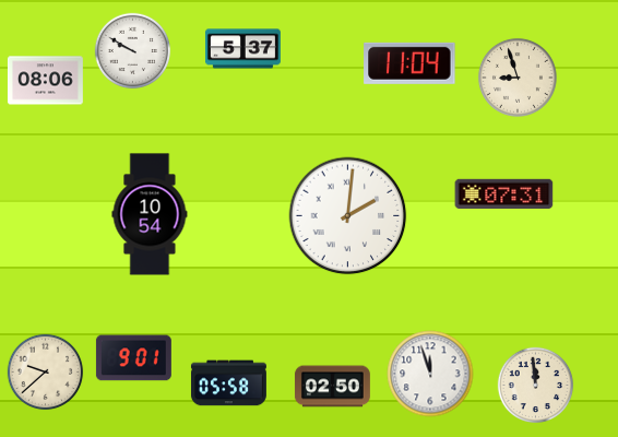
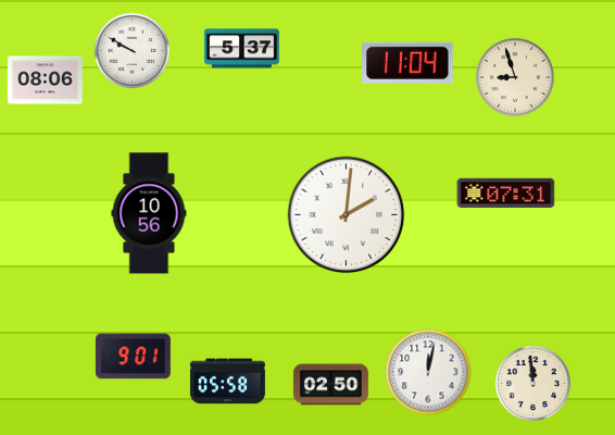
clock at (504, 193) position: (504, 193) -> (506, 192)
clock at (150, 214): 10:54 -> 10:56
clock at (46, 373): 9:38 -> none
clock at (430, 374): 11:57 -> 12:02
